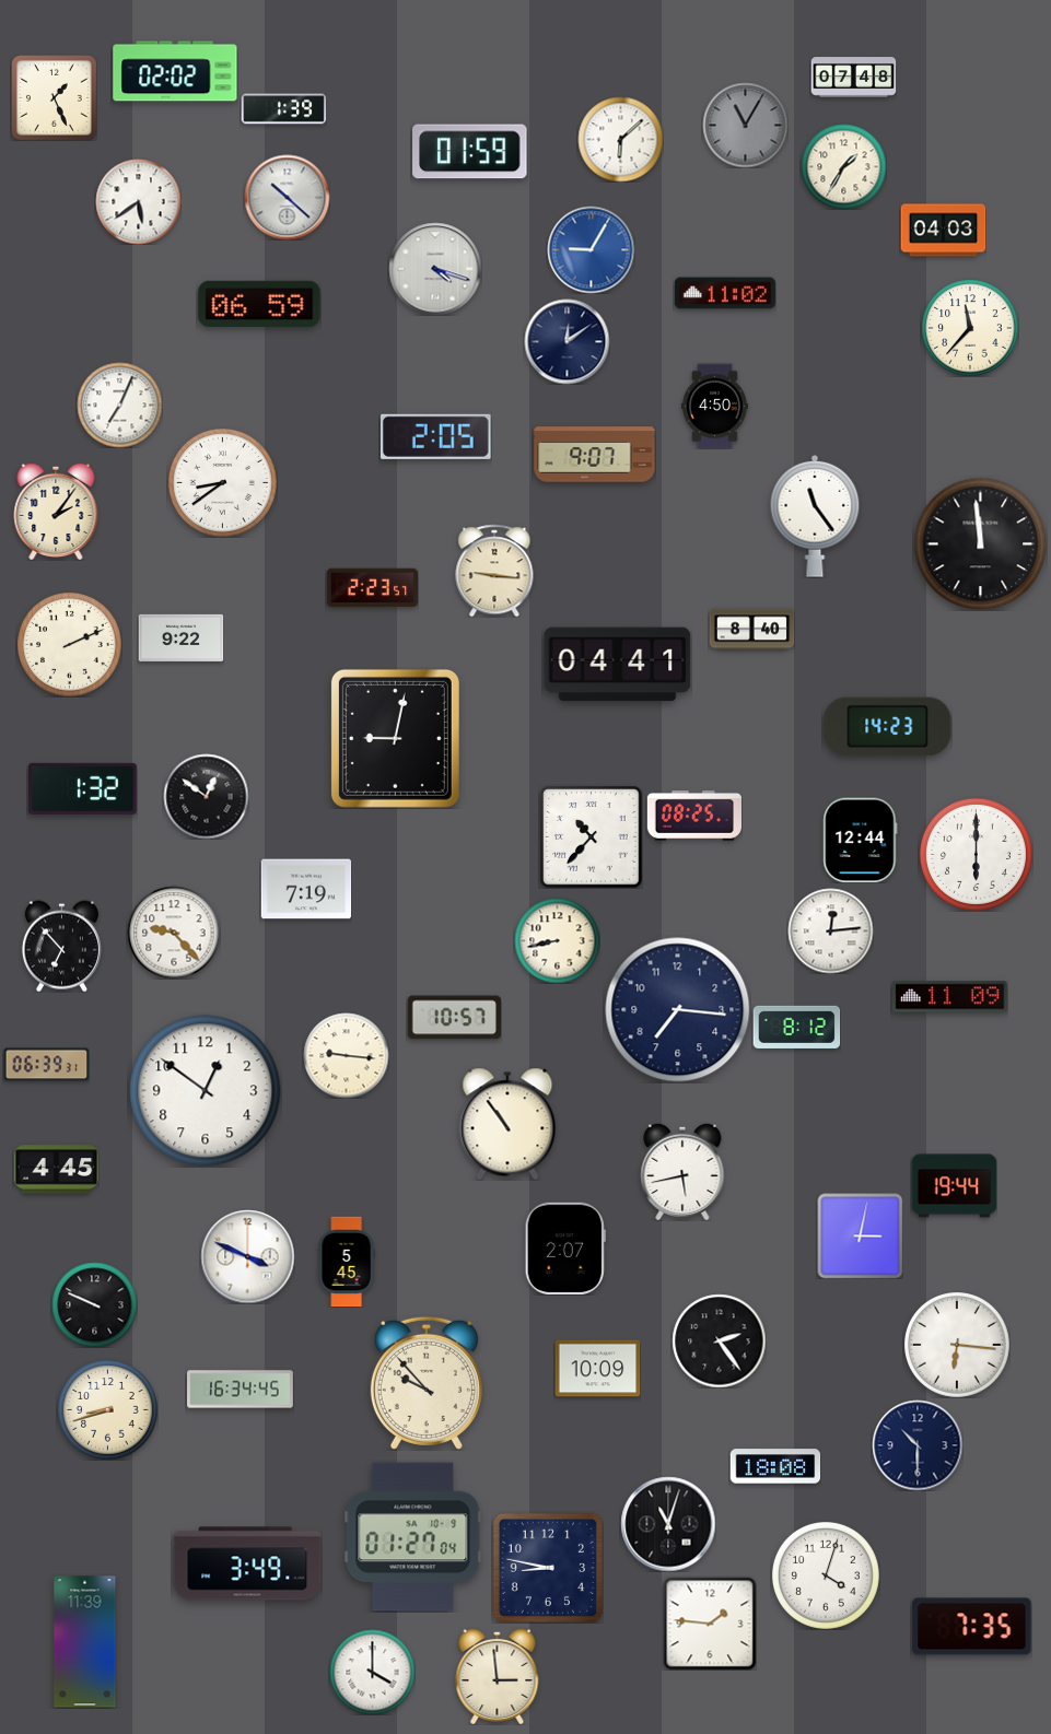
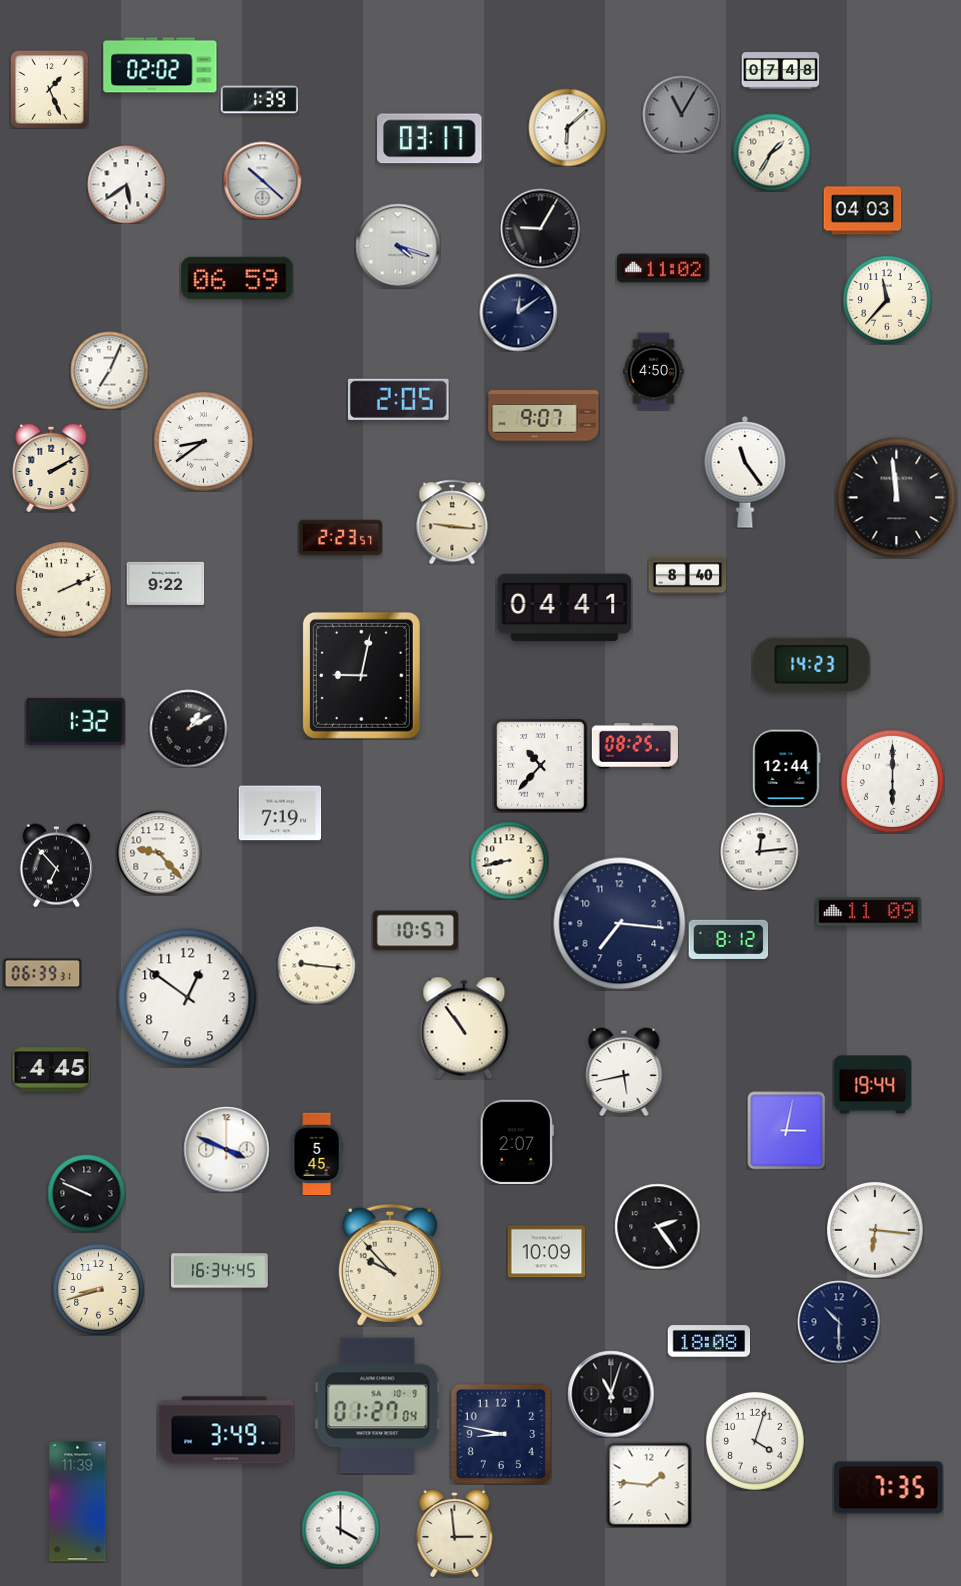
clock at (470, 152): 01:59 -> 03:17
clock at (591, 249) dial: blue -> black
clock at (56, 512): 2:06 -> 2:10
clock at (206, 796): 12:51 -> 1:10
